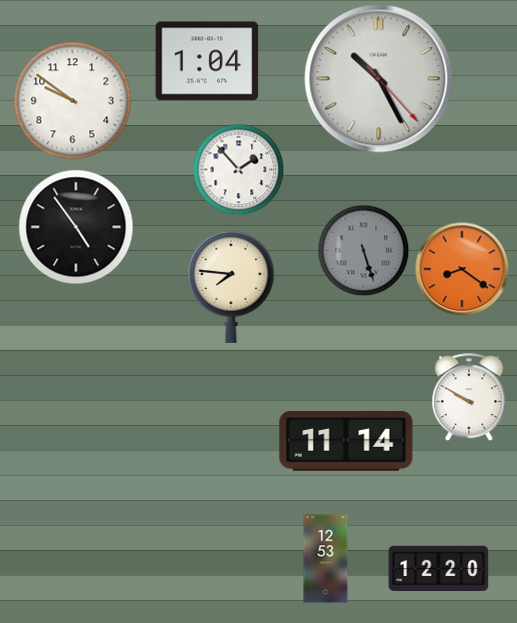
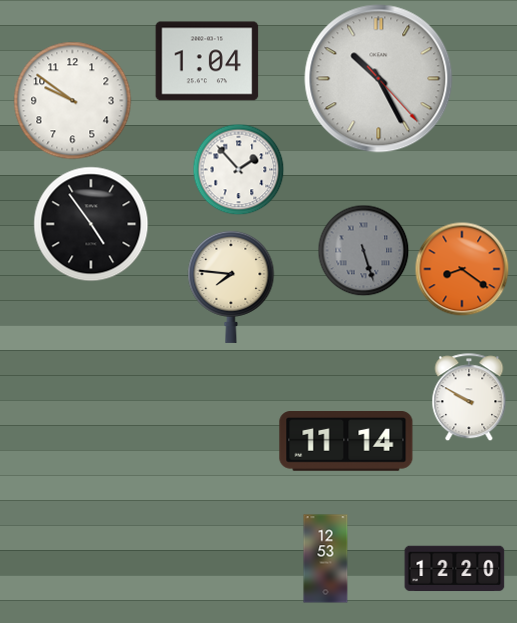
clock at (76, 227) position: (76, 227) -> (91, 224)
clock at (439, 569) position: (439, 569) -> (455, 569)
